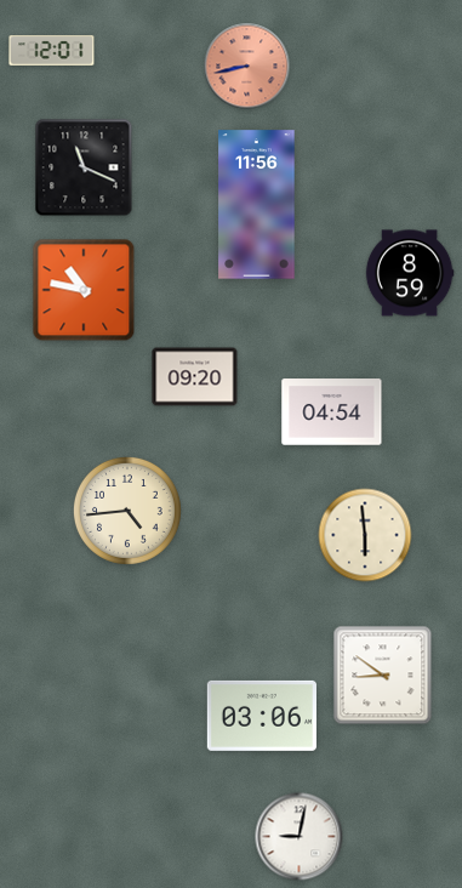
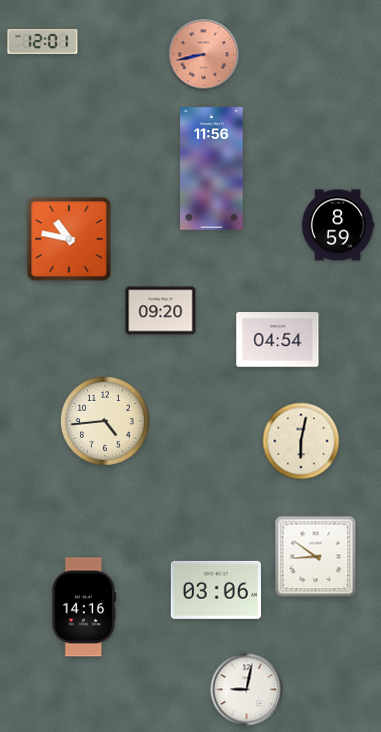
clock at (84, 167): 11:19 -> none
clock at (332, 412) position: (332, 412) -> (278, 340)
clock at (365, 535): 5:59 -> 6:02
clock at (84, 607): none -> 14:16
